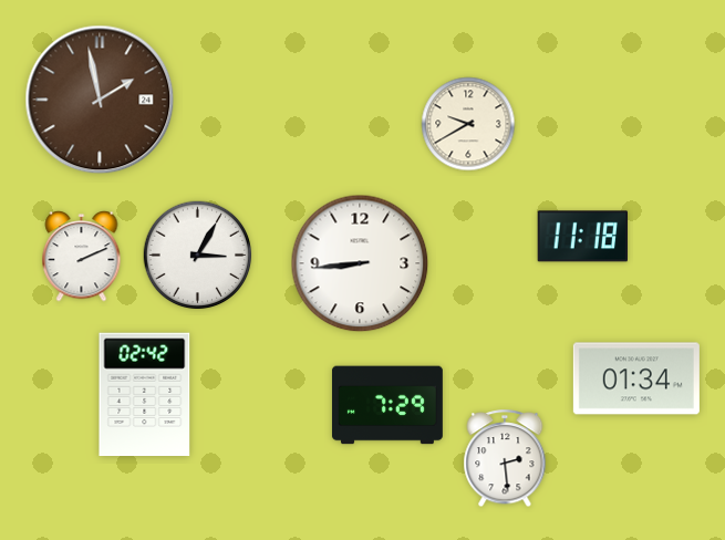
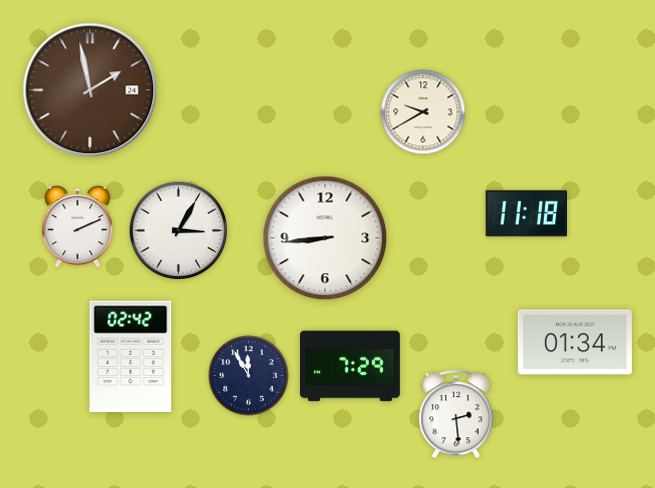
clock at (82, 257) position: (82, 257) -> (78, 227)
clock at (249, 376): none -> 11:55
